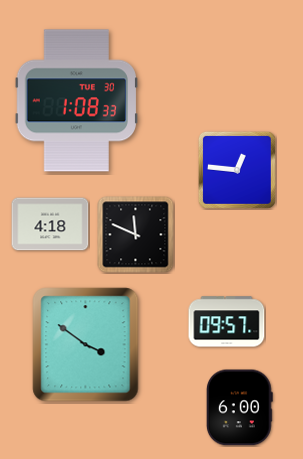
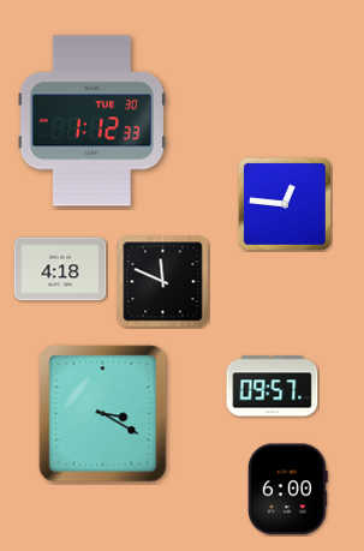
clock at (76, 101): 1:08 -> 1:12
clock at (86, 345): 3:51 -> 3:20
